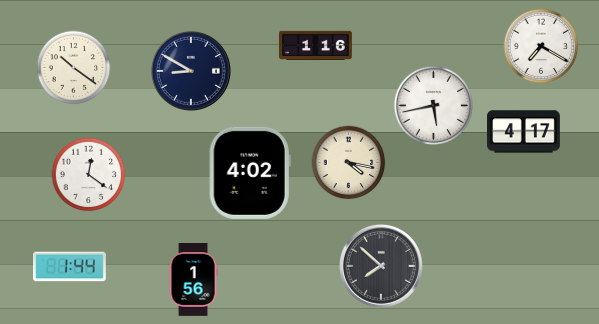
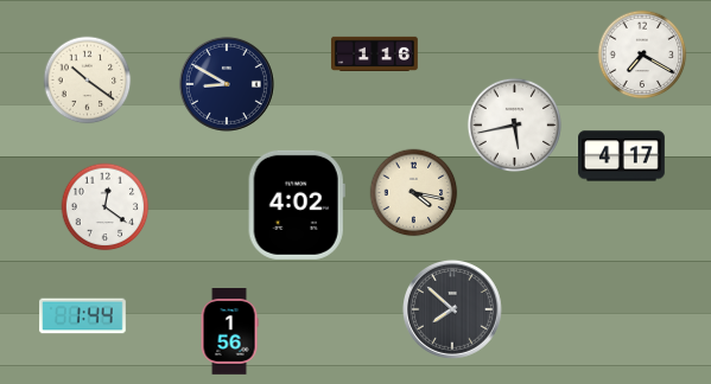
clock at (381, 266) position: (381, 266) -> (452, 309)
